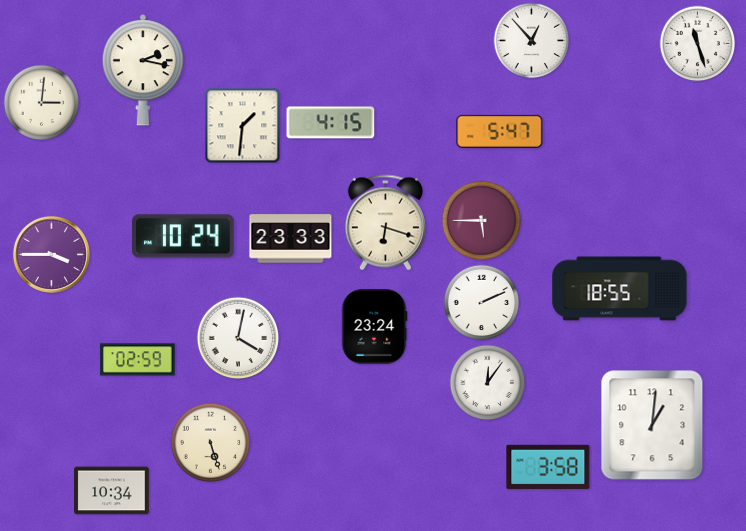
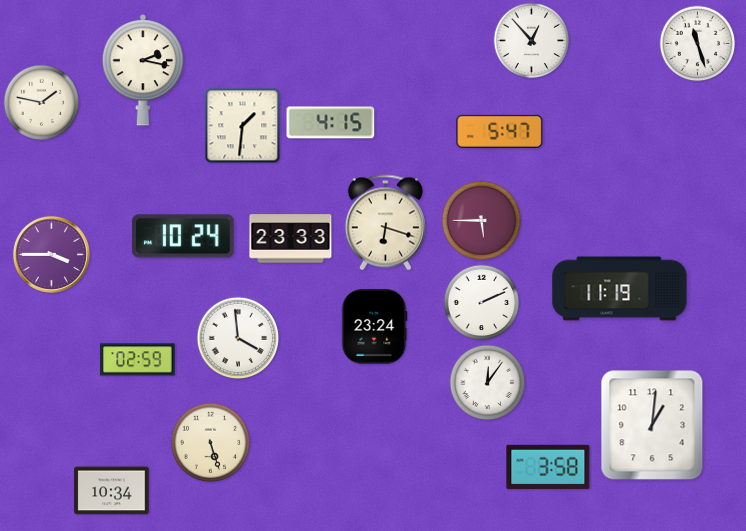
clock at (42, 103): 3:01 -> 1:47
clock at (620, 289): 18:55 -> 11:19
clock at (238, 338): 4:02 -> 3:59
